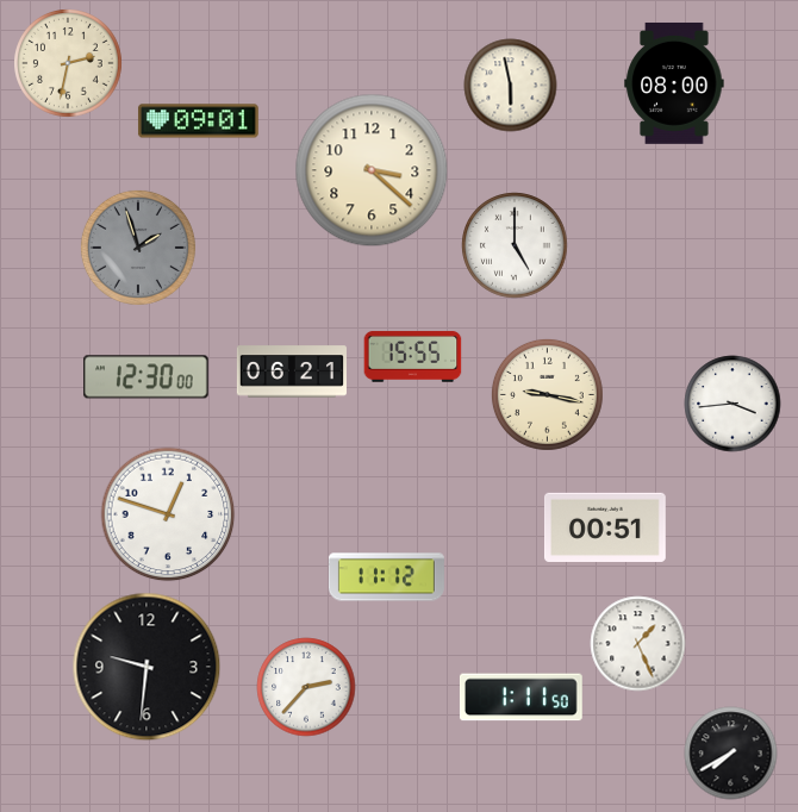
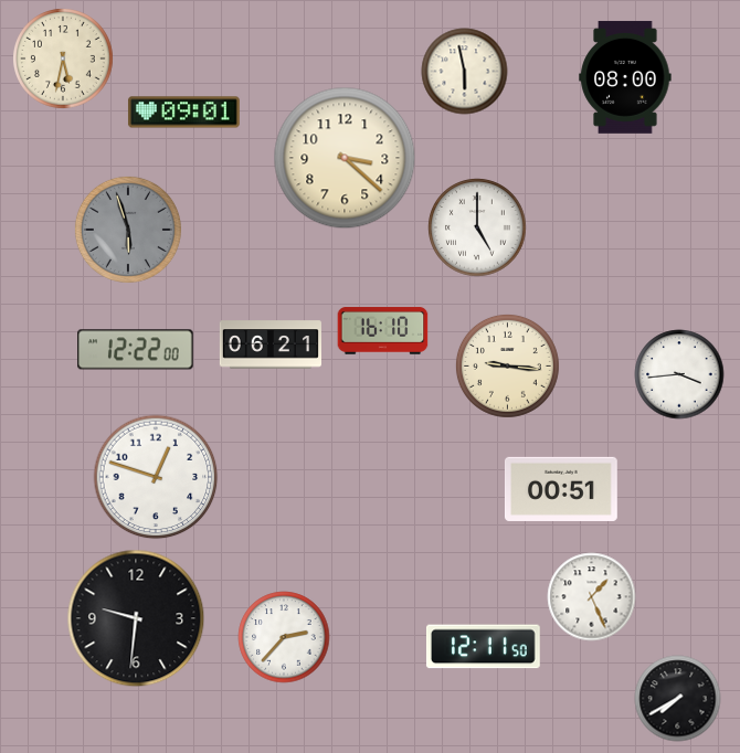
clock at (68, 63): 2:32 -> 5:32
clock at (510, 85) position: (510, 85) -> (464, 71)
clock at (138, 248): 1:57 -> 5:57
clock at (412, 357): 15:55 -> 16:10
clock at (146, 377): 12:30 -> 12:22
clock at (547, 394): 9:17 -> 9:16
clock at (386, 577): 11:12 -> none
clock at (520, 698): 1:11 -> 12:11
